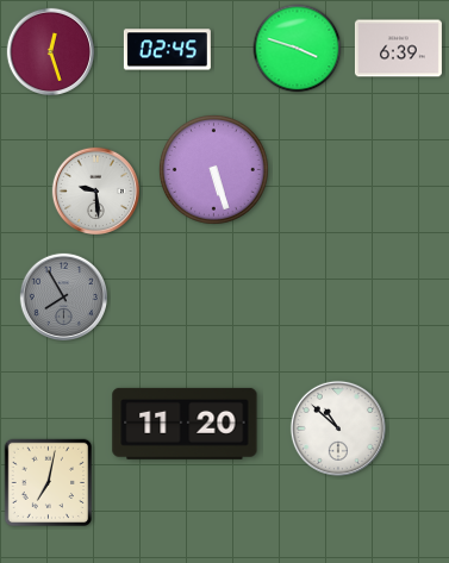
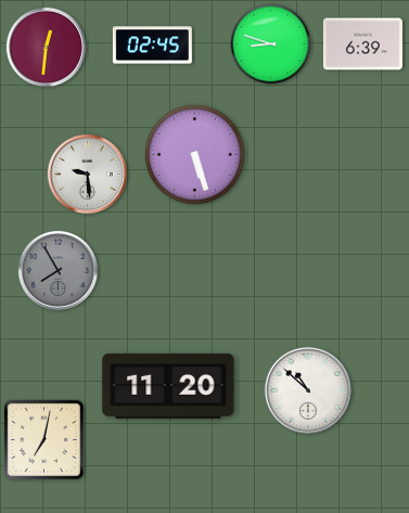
clock at (298, 49): 3:48 -> 8:48
clock at (50, 51): 12:27 -> 12:31
